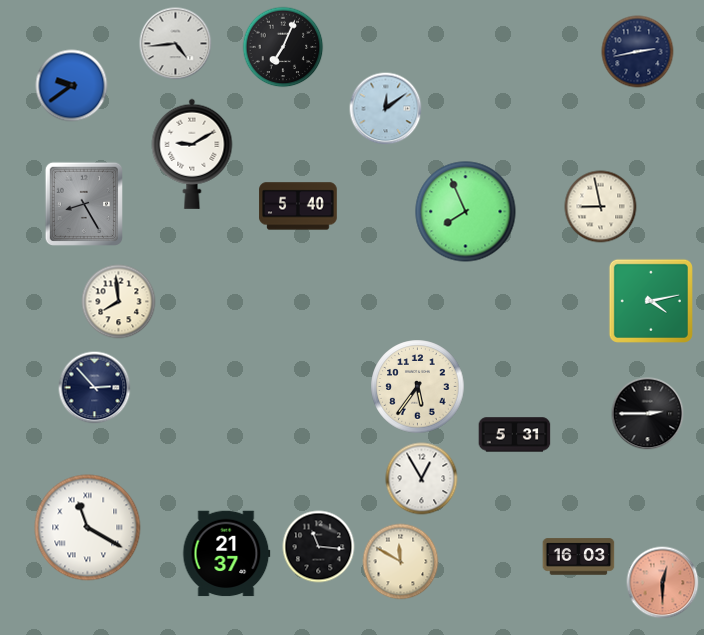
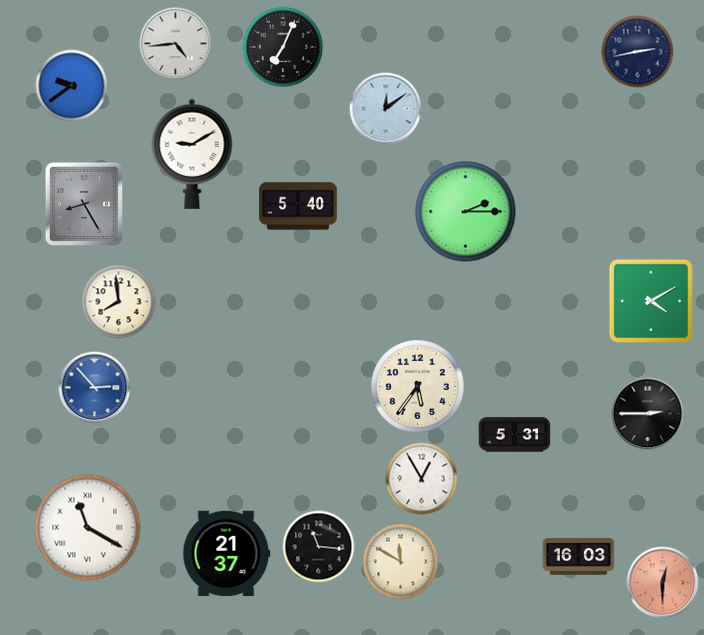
clock at (601, 207): 8:58 -> none
clock at (466, 212): 7:56 -> 2:15
clock at (651, 301): 4:13 -> 4:10
clock at (95, 388) dial: navy -> blue
